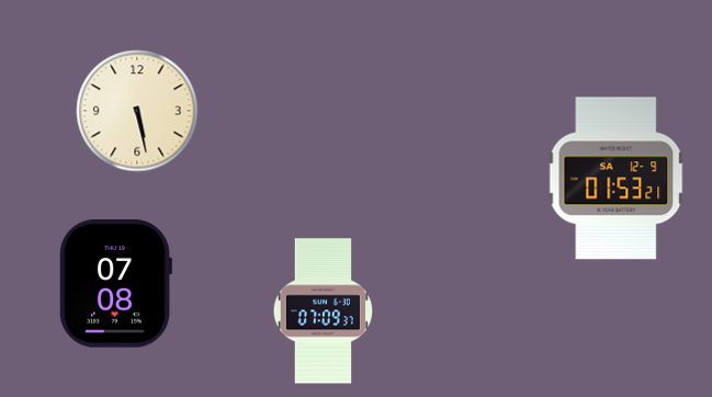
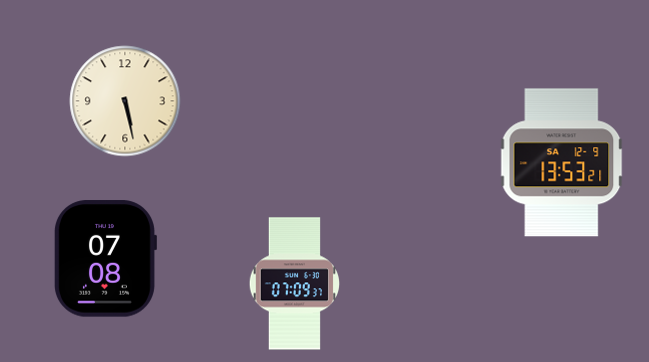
clock at (617, 179): 01:53 -> 13:53
